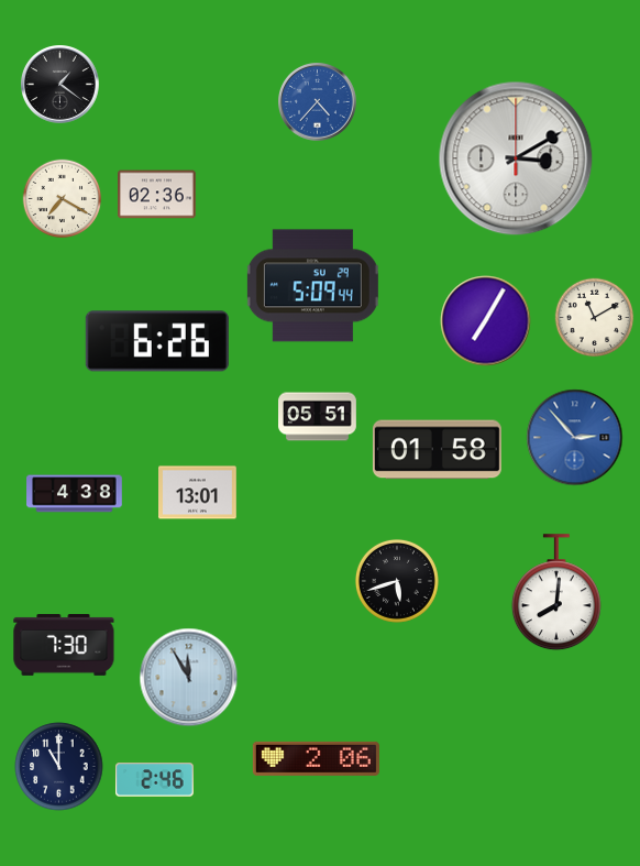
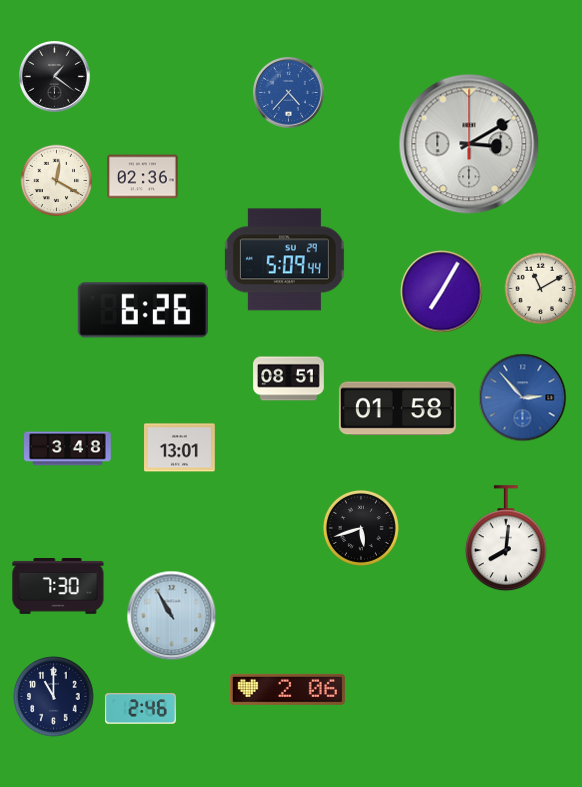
clock at (63, 199): 7:20 -> 12:20
clock at (318, 417): 05:51 -> 08:51
clock at (75, 494): 4:38 -> 3:48
clock at (189, 678): 11:55 -> 10:55
